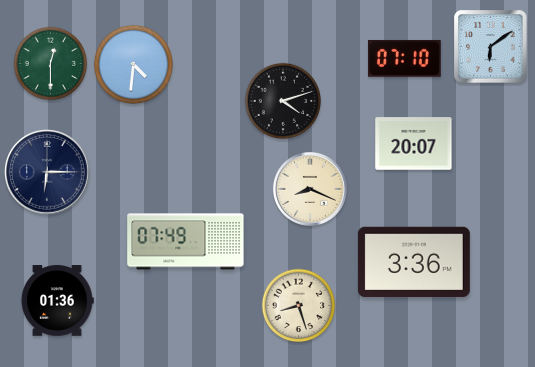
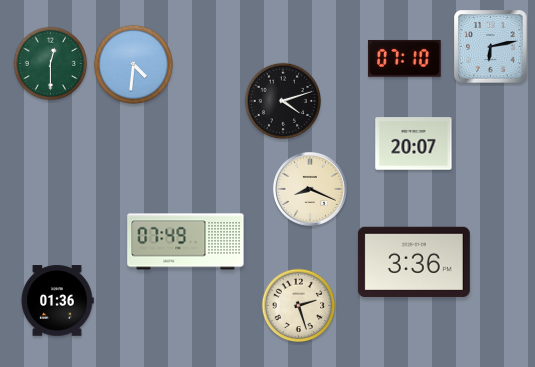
clock at (491, 47): 6:09 -> 6:13
clock at (47, 172): 6:15 -> none
clock at (299, 306): 8:27 -> 2:27
